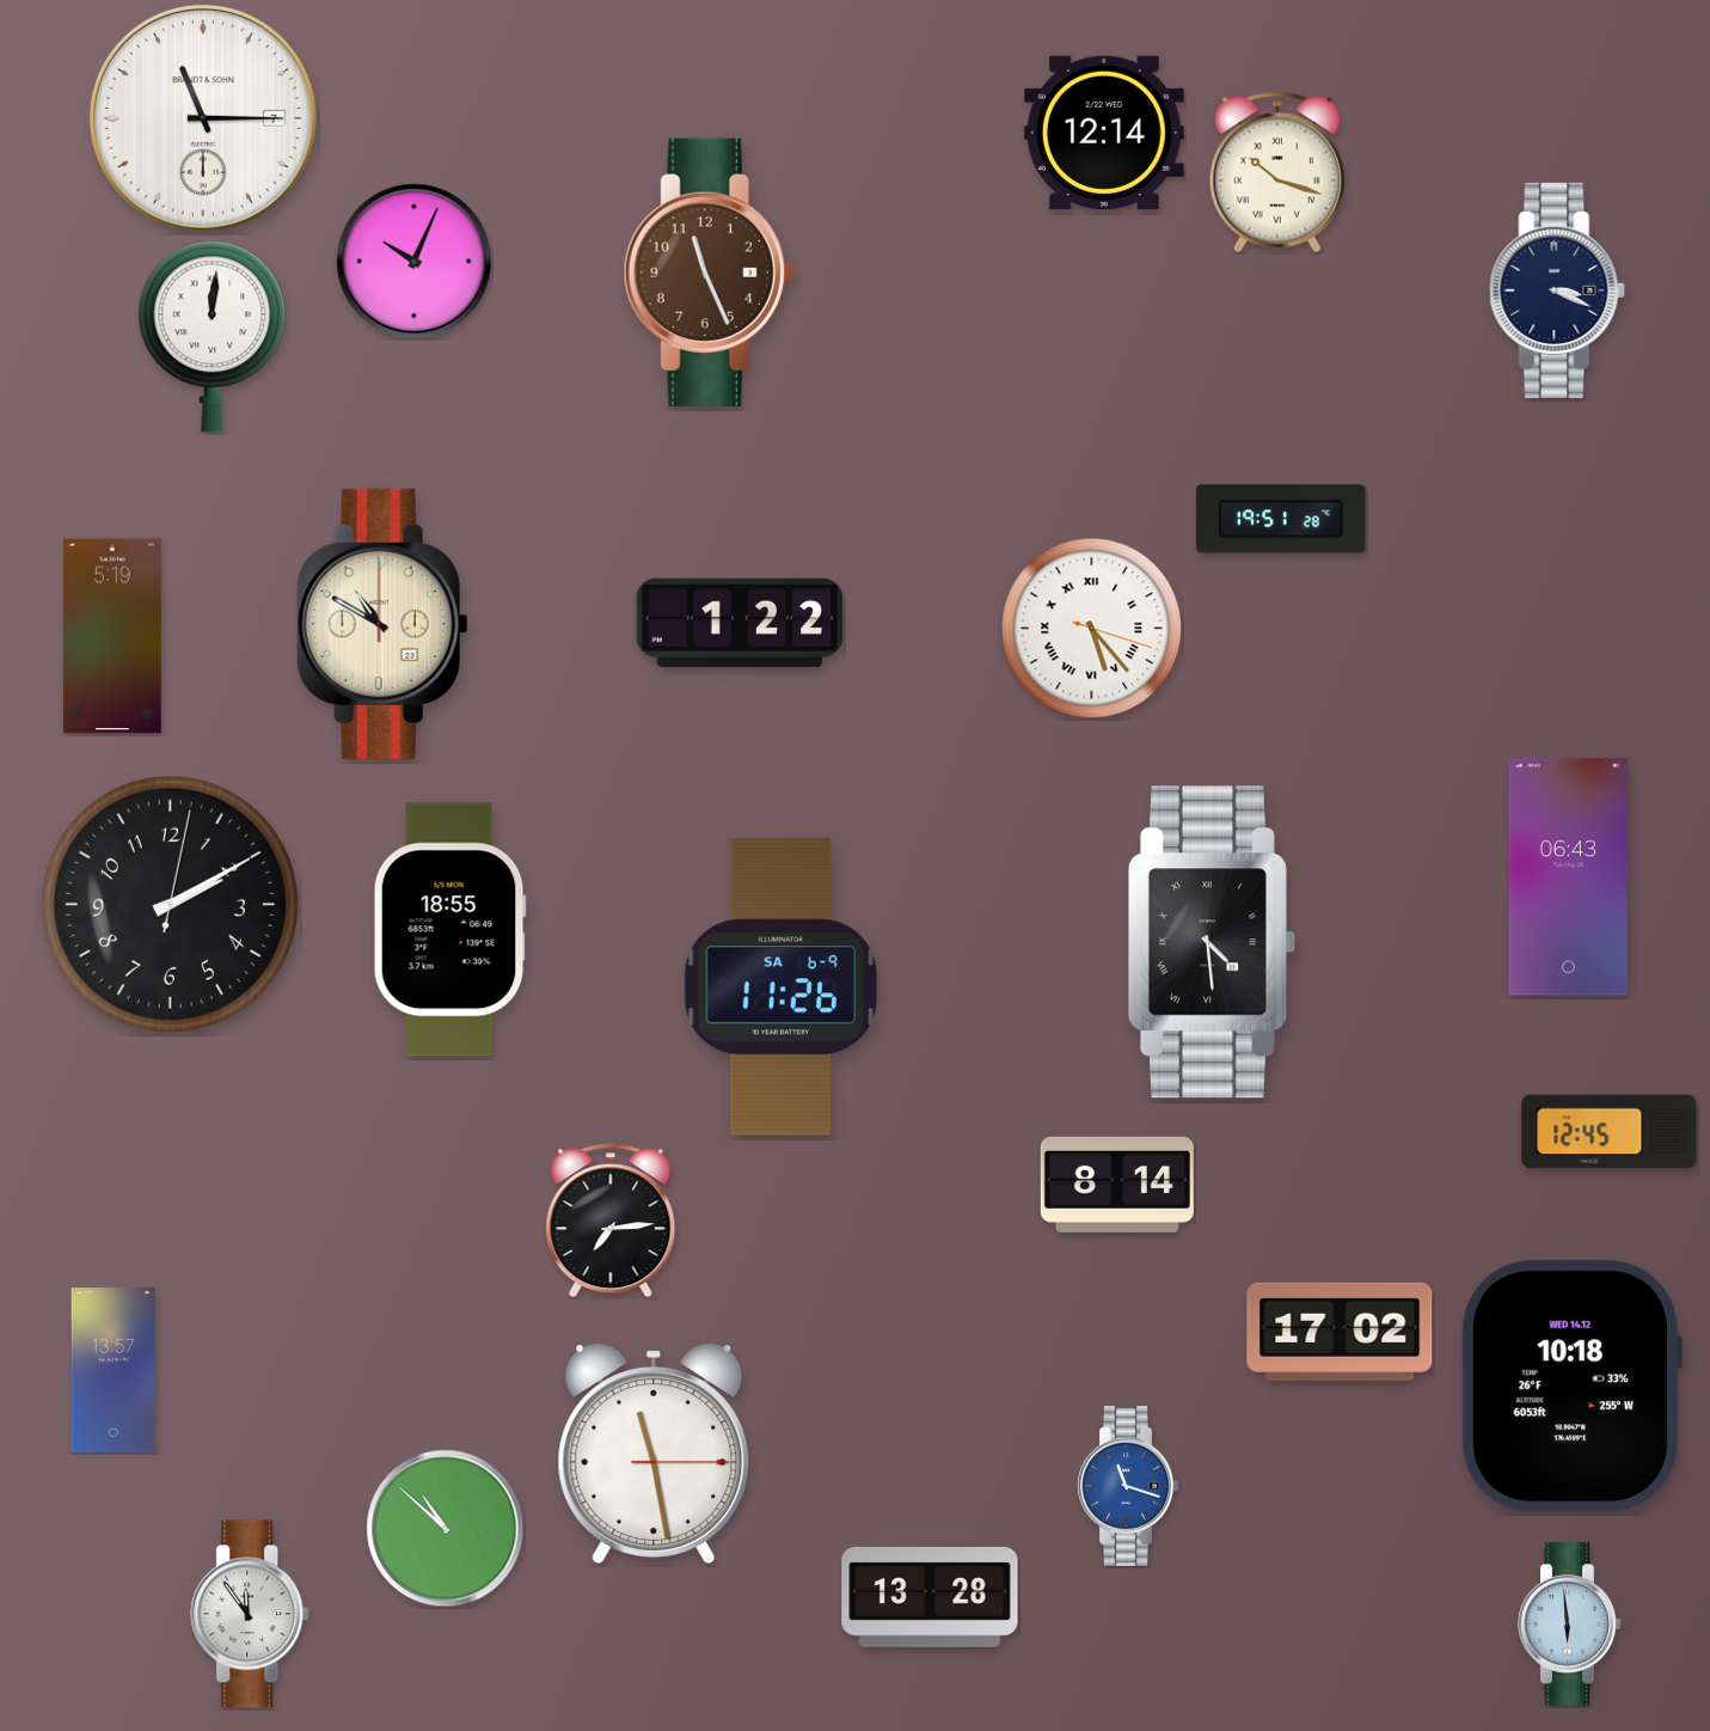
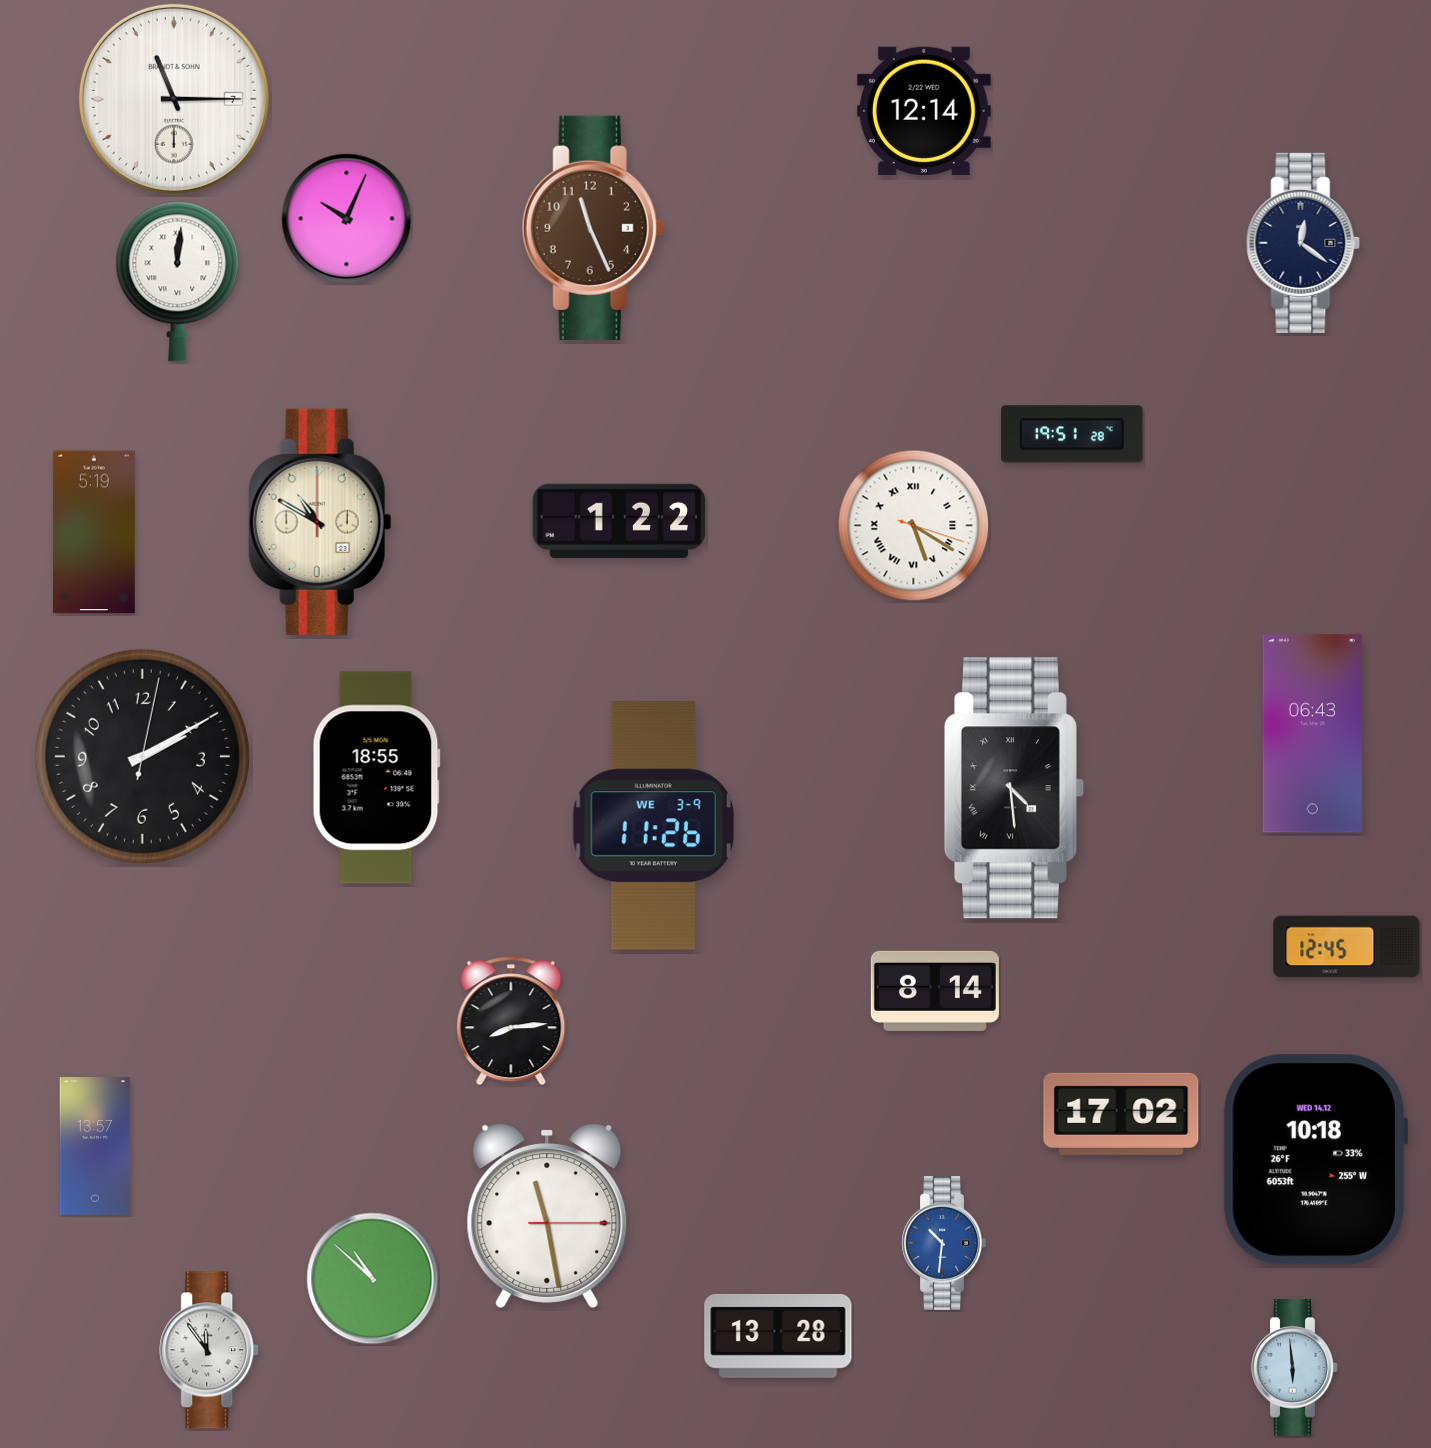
clock at (203, 118) position: (203, 118) -> (174, 99)
clock at (1277, 172): 10:18 -> none
clock at (1557, 290): 3:19 -> 12:21
clock at (1092, 629): 5:23 -> 5:20
clock at (780, 987) date: SA 6-9 -> WE 3-9
clock at (611, 1221): 7:14 -> 8:14
clock at (1128, 1486): 11:18 -> 10:31
clock at (1570, 1625) position: (1570, 1625) -> (1295, 1368)
